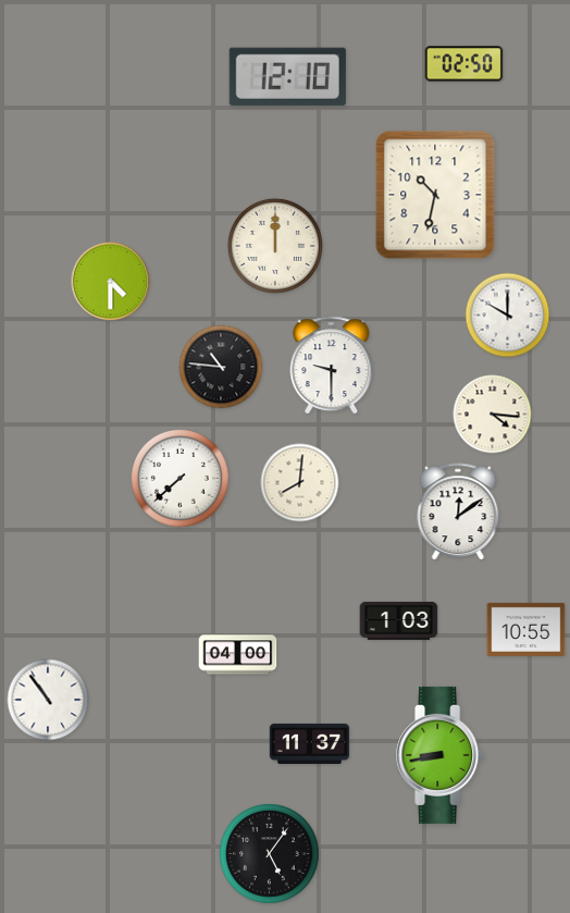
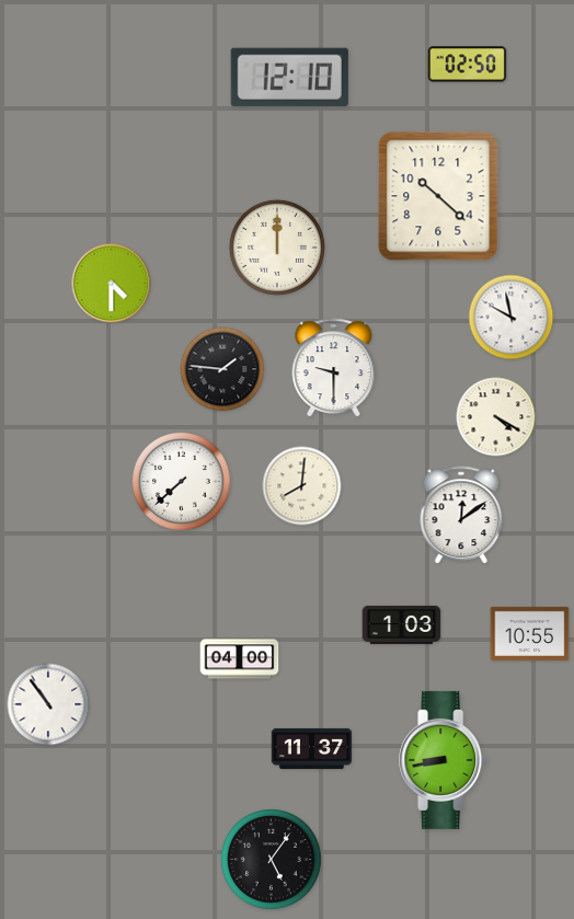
clock at (435, 195): 10:32 -> 10:22
clock at (508, 316): 10:00 -> 9:58
clock at (221, 367): 10:46 -> 1:46
clock at (493, 415): 4:16 -> 4:20
